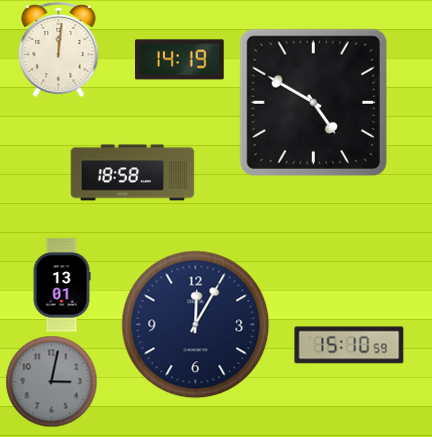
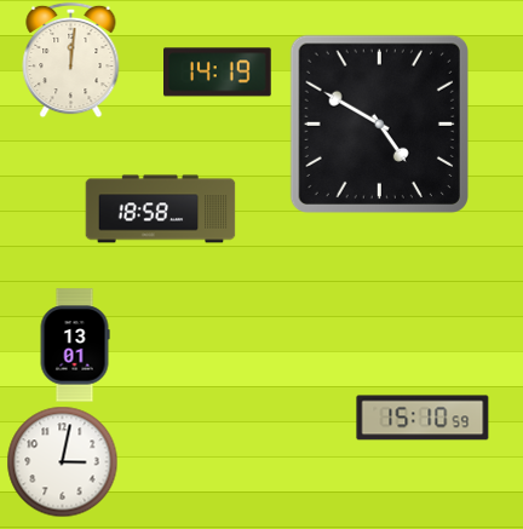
clock at (196, 325): 12:05 -> none
clock at (51, 381) dial: grey -> white
